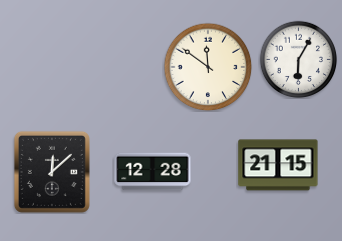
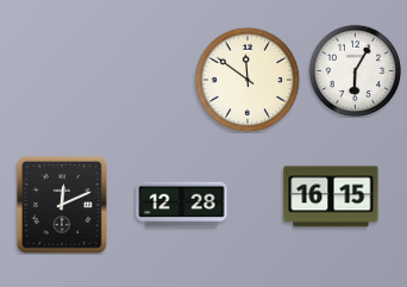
clock at (278, 165): 21:15 -> 16:15
clock at (52, 172): 12:08 -> 12:11
